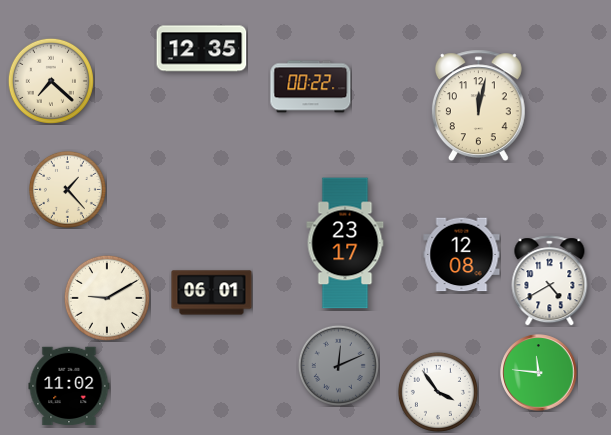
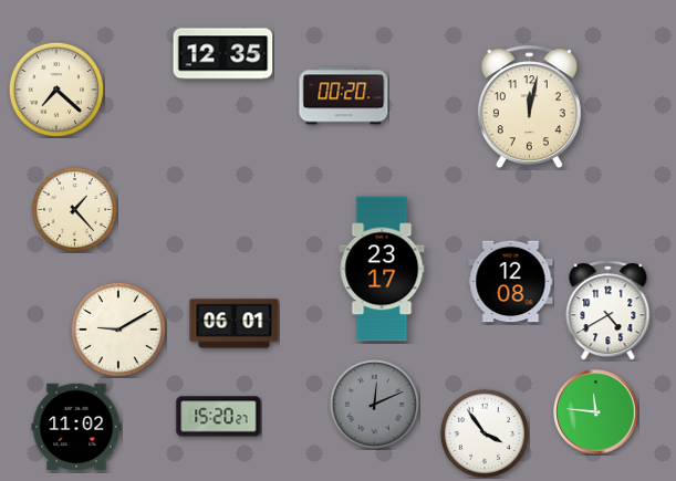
clock at (311, 87): 00:22 -> 00:20
clock at (478, 106) position: (478, 106) -> (529, 107)
clock at (219, 417): none -> 15:20
